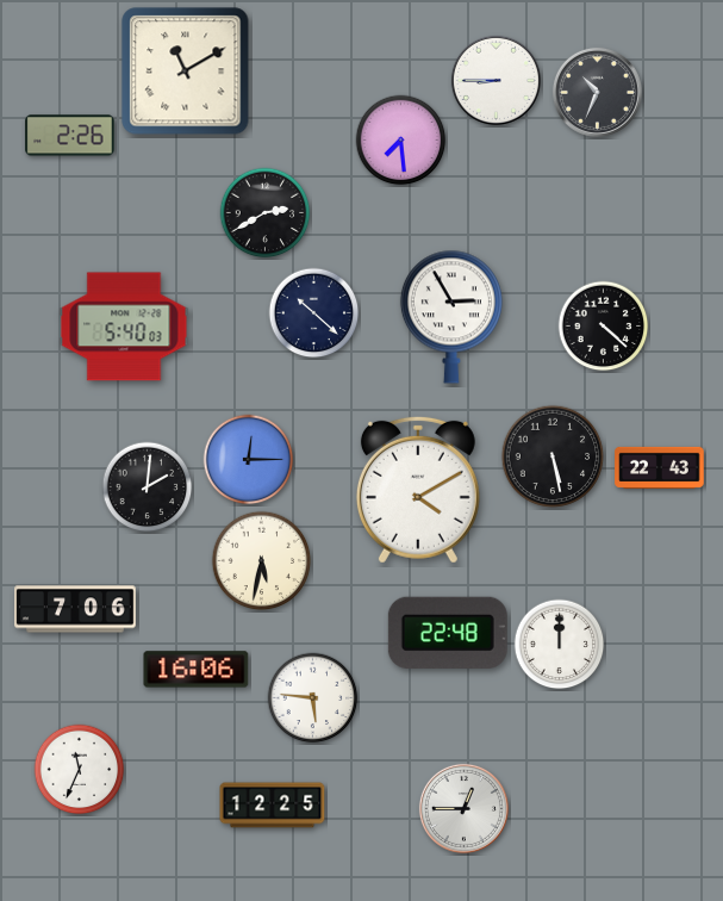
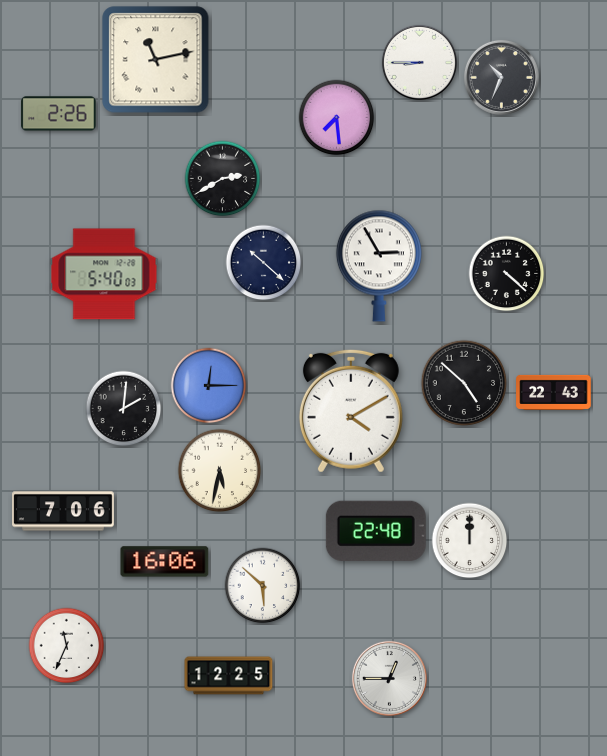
clock at (186, 72): 11:10 -> 11:13
clock at (495, 80) position: (495, 80) -> (419, 62)
clock at (553, 456): 5:28 -> 4:52
clock at (313, 698): 5:46 -> 5:52
